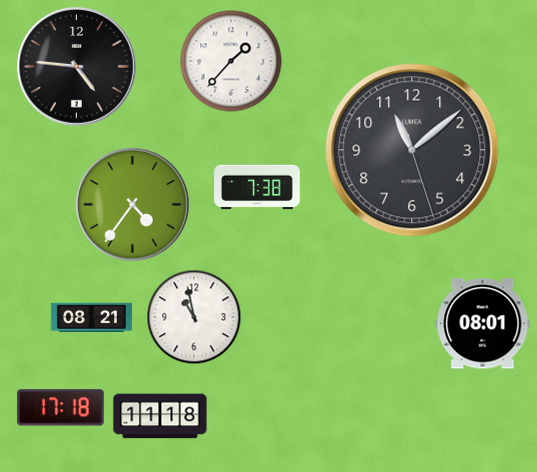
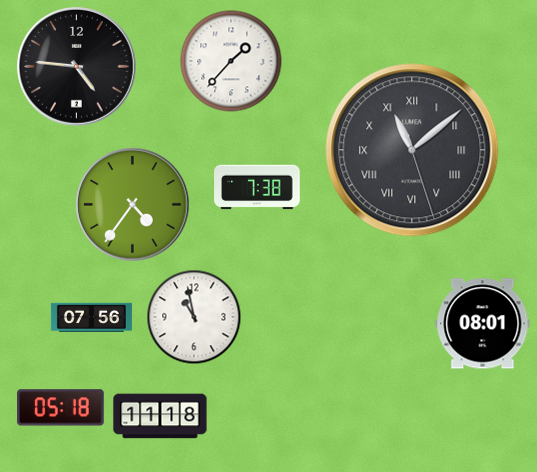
clock at (412, 150) numerals: Arabic -> Roman
clock at (91, 317): 08:21 -> 07:56
clock at (61, 408): 17:18 -> 05:18
